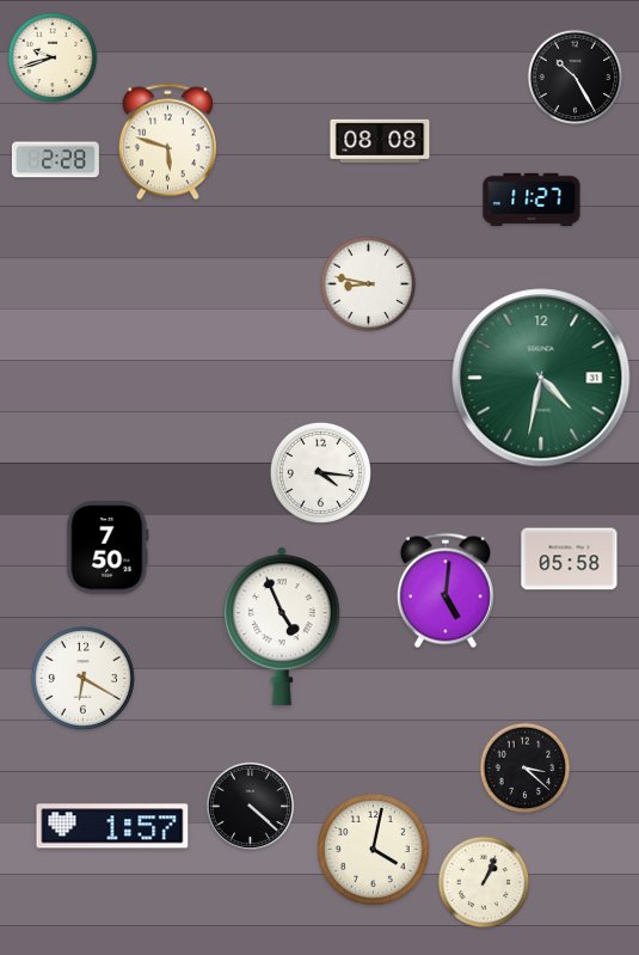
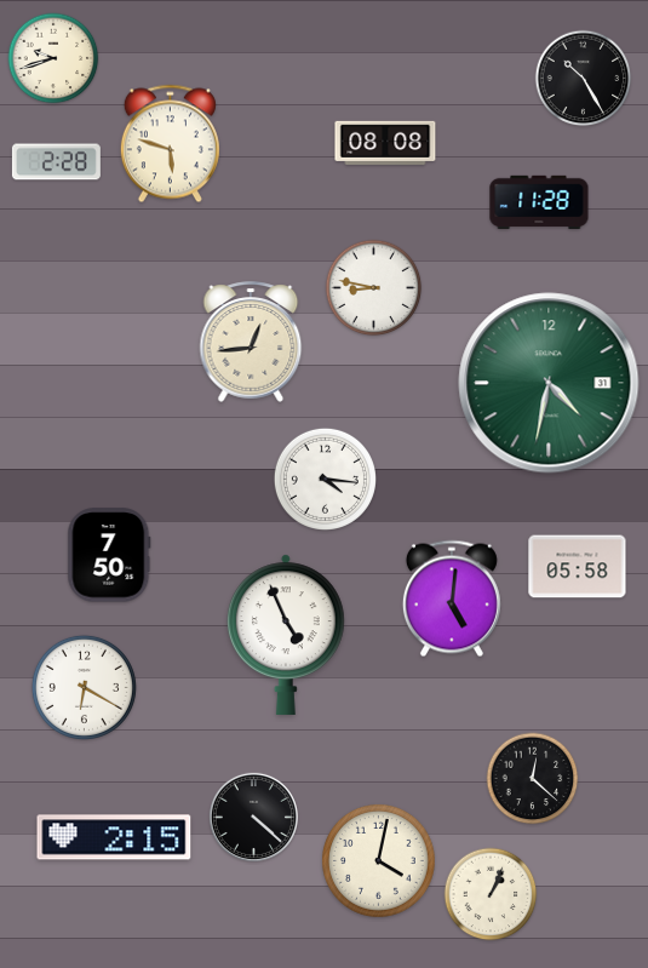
clock at (532, 198): 11:27 -> 11:28
clock at (251, 342): none -> 12:44
clock at (526, 769): 3:22 -> 12:22
clock at (112, 826): 1:57 -> 2:15
